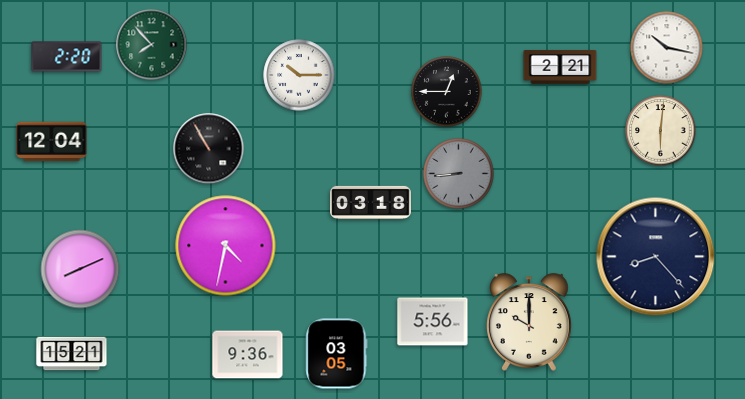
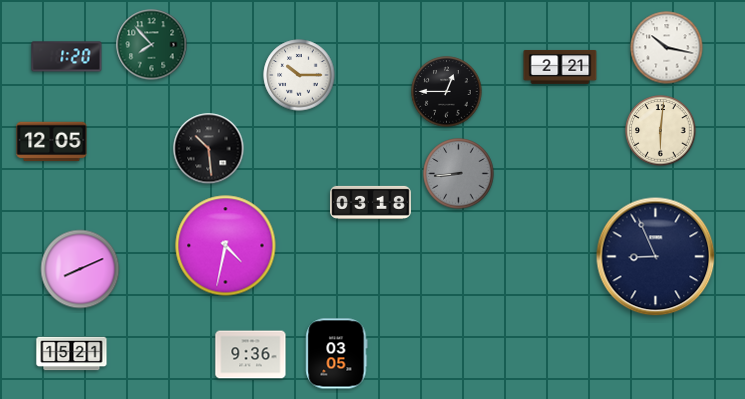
clock at (67, 57): 2:20 -> 1:20
clock at (52, 142): 12:04 -> 12:05
clock at (209, 149): 10:55 -> 10:29
clock at (656, 257): 8:23 -> 8:56
clock at (433, 322): 5:56 -> none
clock at (530, 322): 10:00 -> none
clock at (248, 355) position: (248, 355) -> (251, 355)
